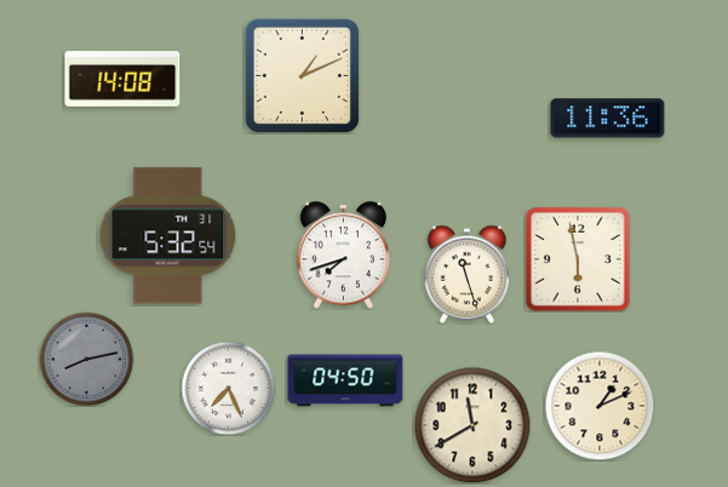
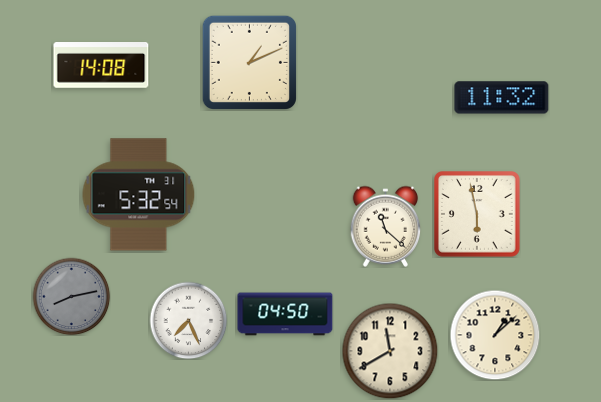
clock at (608, 119): 11:36 -> 11:32
clock at (344, 256): 7:42 -> none
clock at (468, 274): 11:27 -> 11:22
clock at (600, 406): 1:11 -> 1:08
